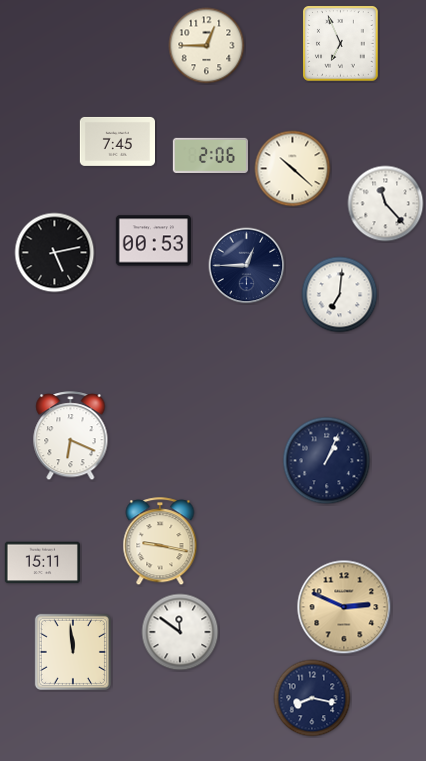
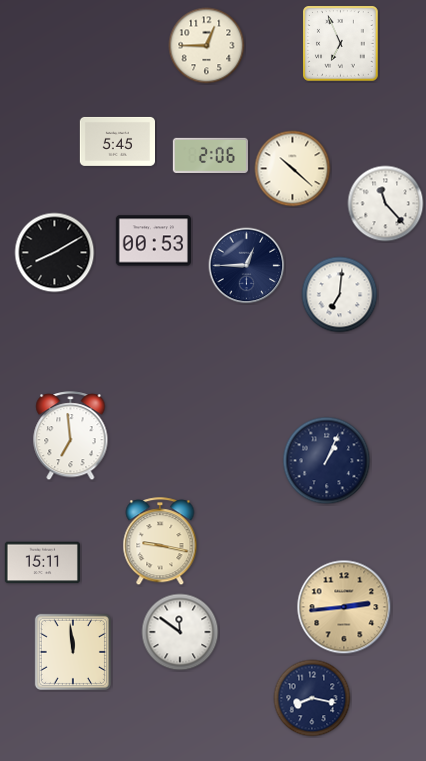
clock at (117, 141): 7:45 -> 5:45
clock at (55, 253): 5:13 -> 8:10
clock at (71, 436): 6:19 -> 6:59
clock at (344, 607): 2:49 -> 2:44
